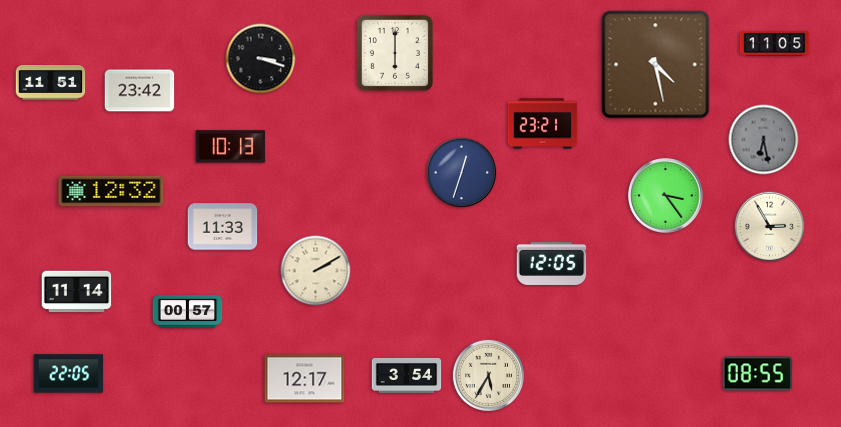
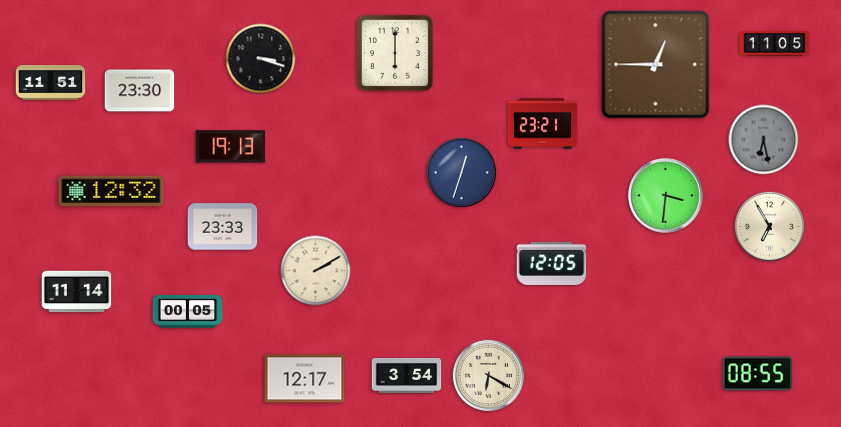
clock at (656, 65): 4:28 -> 12:45
clock at (140, 91): 23:42 -> 23:30
clock at (231, 147): 10:13 -> 19:13
clock at (666, 196): 3:24 -> 3:31
clock at (223, 227): 11:33 -> 23:33
clock at (770, 227): 2:55 -> 6:55
clock at (188, 312): 00:57 -> 00:05
clock at (69, 374): 22:05 -> none
clock at (488, 375): 5:35 -> 6:20
